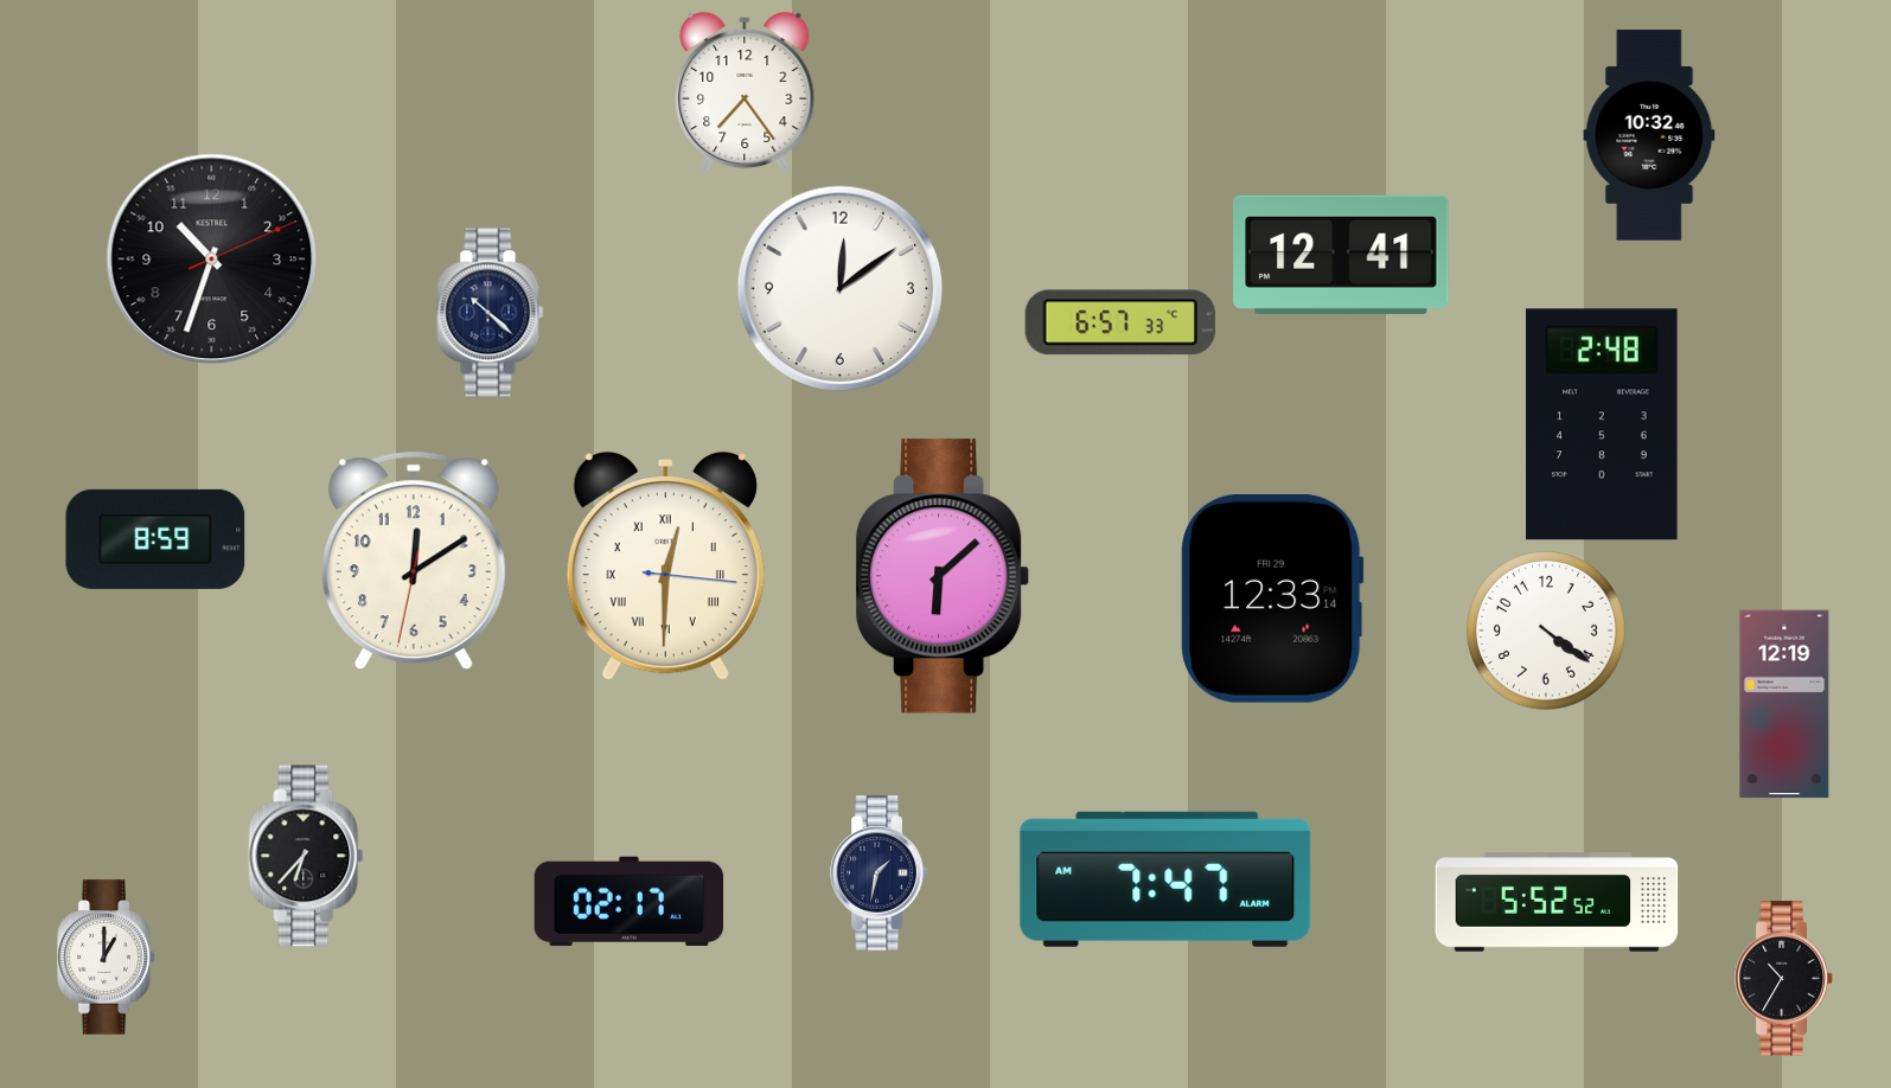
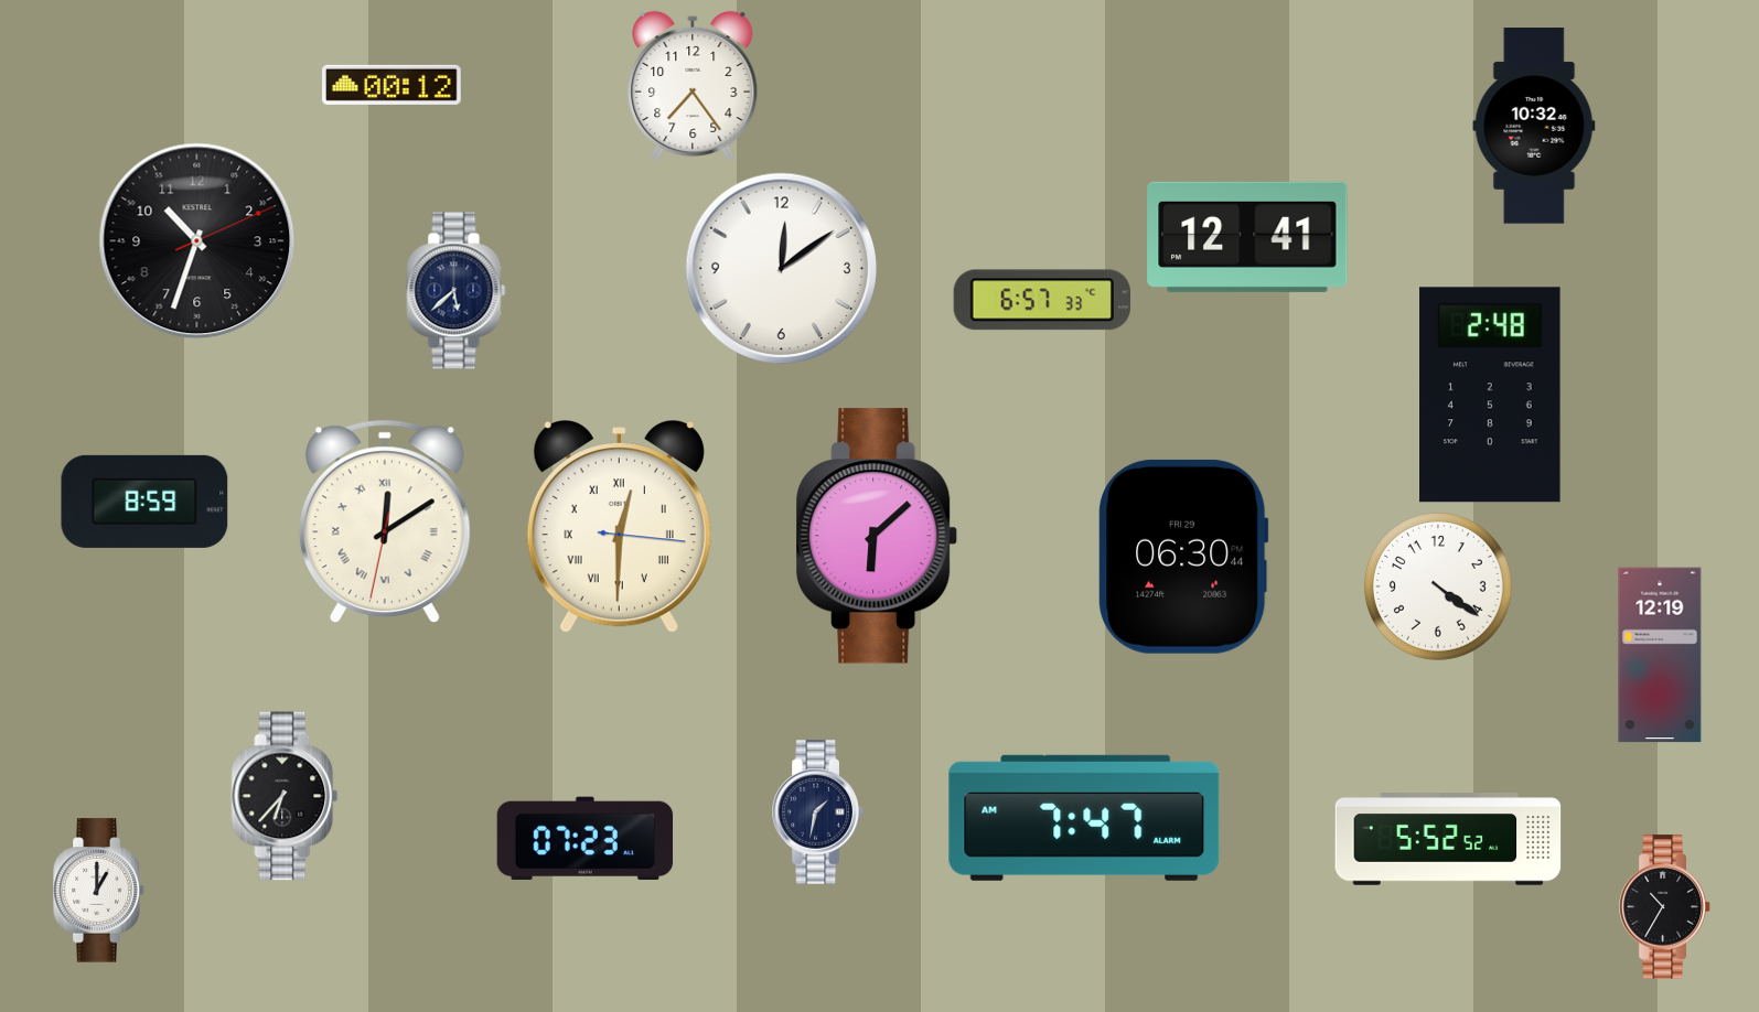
clock at (393, 85): none -> 00:12
clock at (491, 313): 10:22 -> 5:38
clock at (414, 561) numerals: Arabic -> Roman
clock at (1272, 599): 12:33 -> 06:30
clock at (630, 901): 02:17 -> 07:23
clock at (1784, 979) position: (1784, 979) -> (1665, 907)
